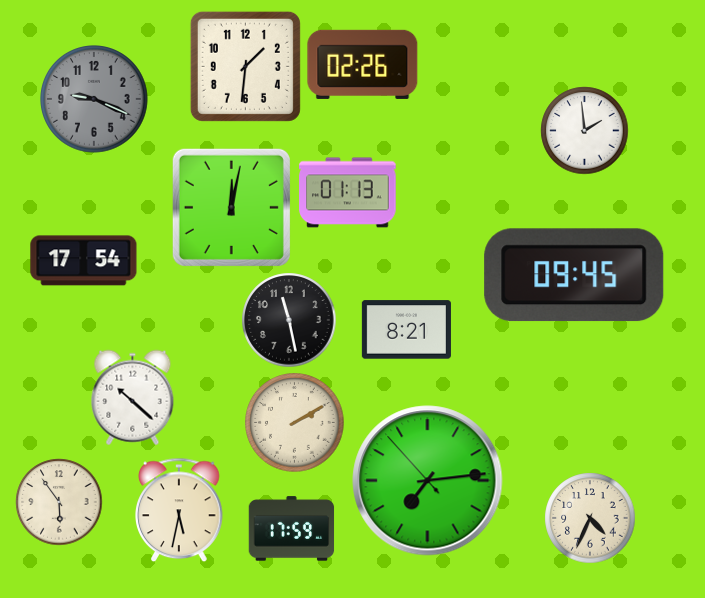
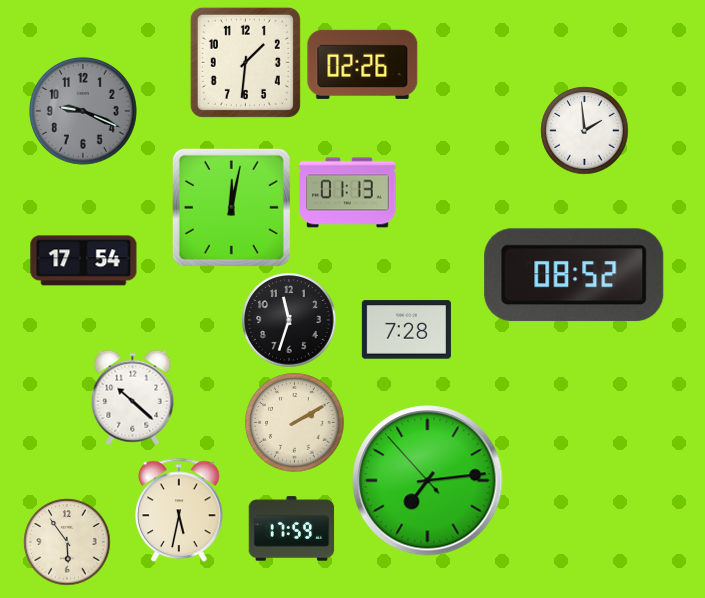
clock at (245, 66) position: (245, 66) -> (245, 62)
clock at (95, 100) position: (95, 100) -> (84, 112)
clock at (574, 275): 09:45 -> 08:52
clock at (289, 320): 11:28 -> 11:33
clock at (406, 330): 8:21 -> 7:28
clock at (59, 502) position: (59, 502) -> (67, 542)
clock at (590, 518): 4:34 -> none
